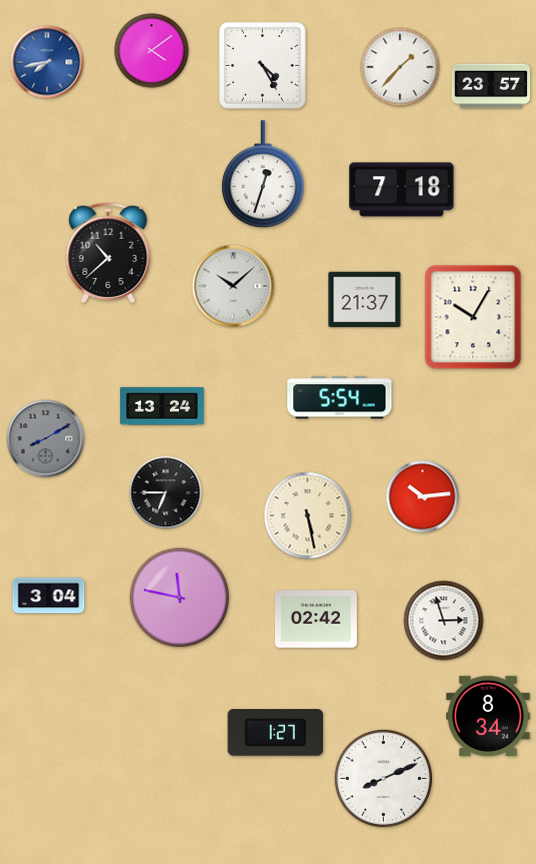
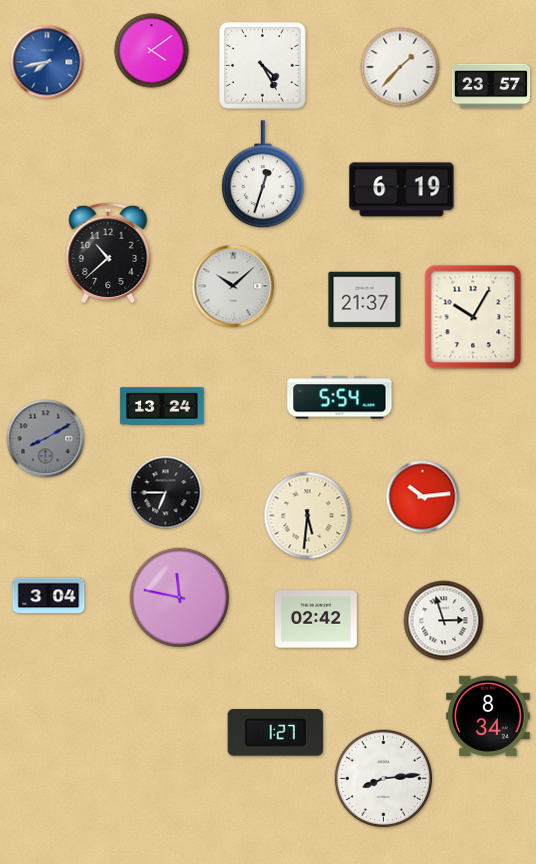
clock at (402, 190): 7:18 -> 6:19
clock at (308, 516): 5:28 -> 5:31
clock at (383, 778): 8:11 -> 8:14
